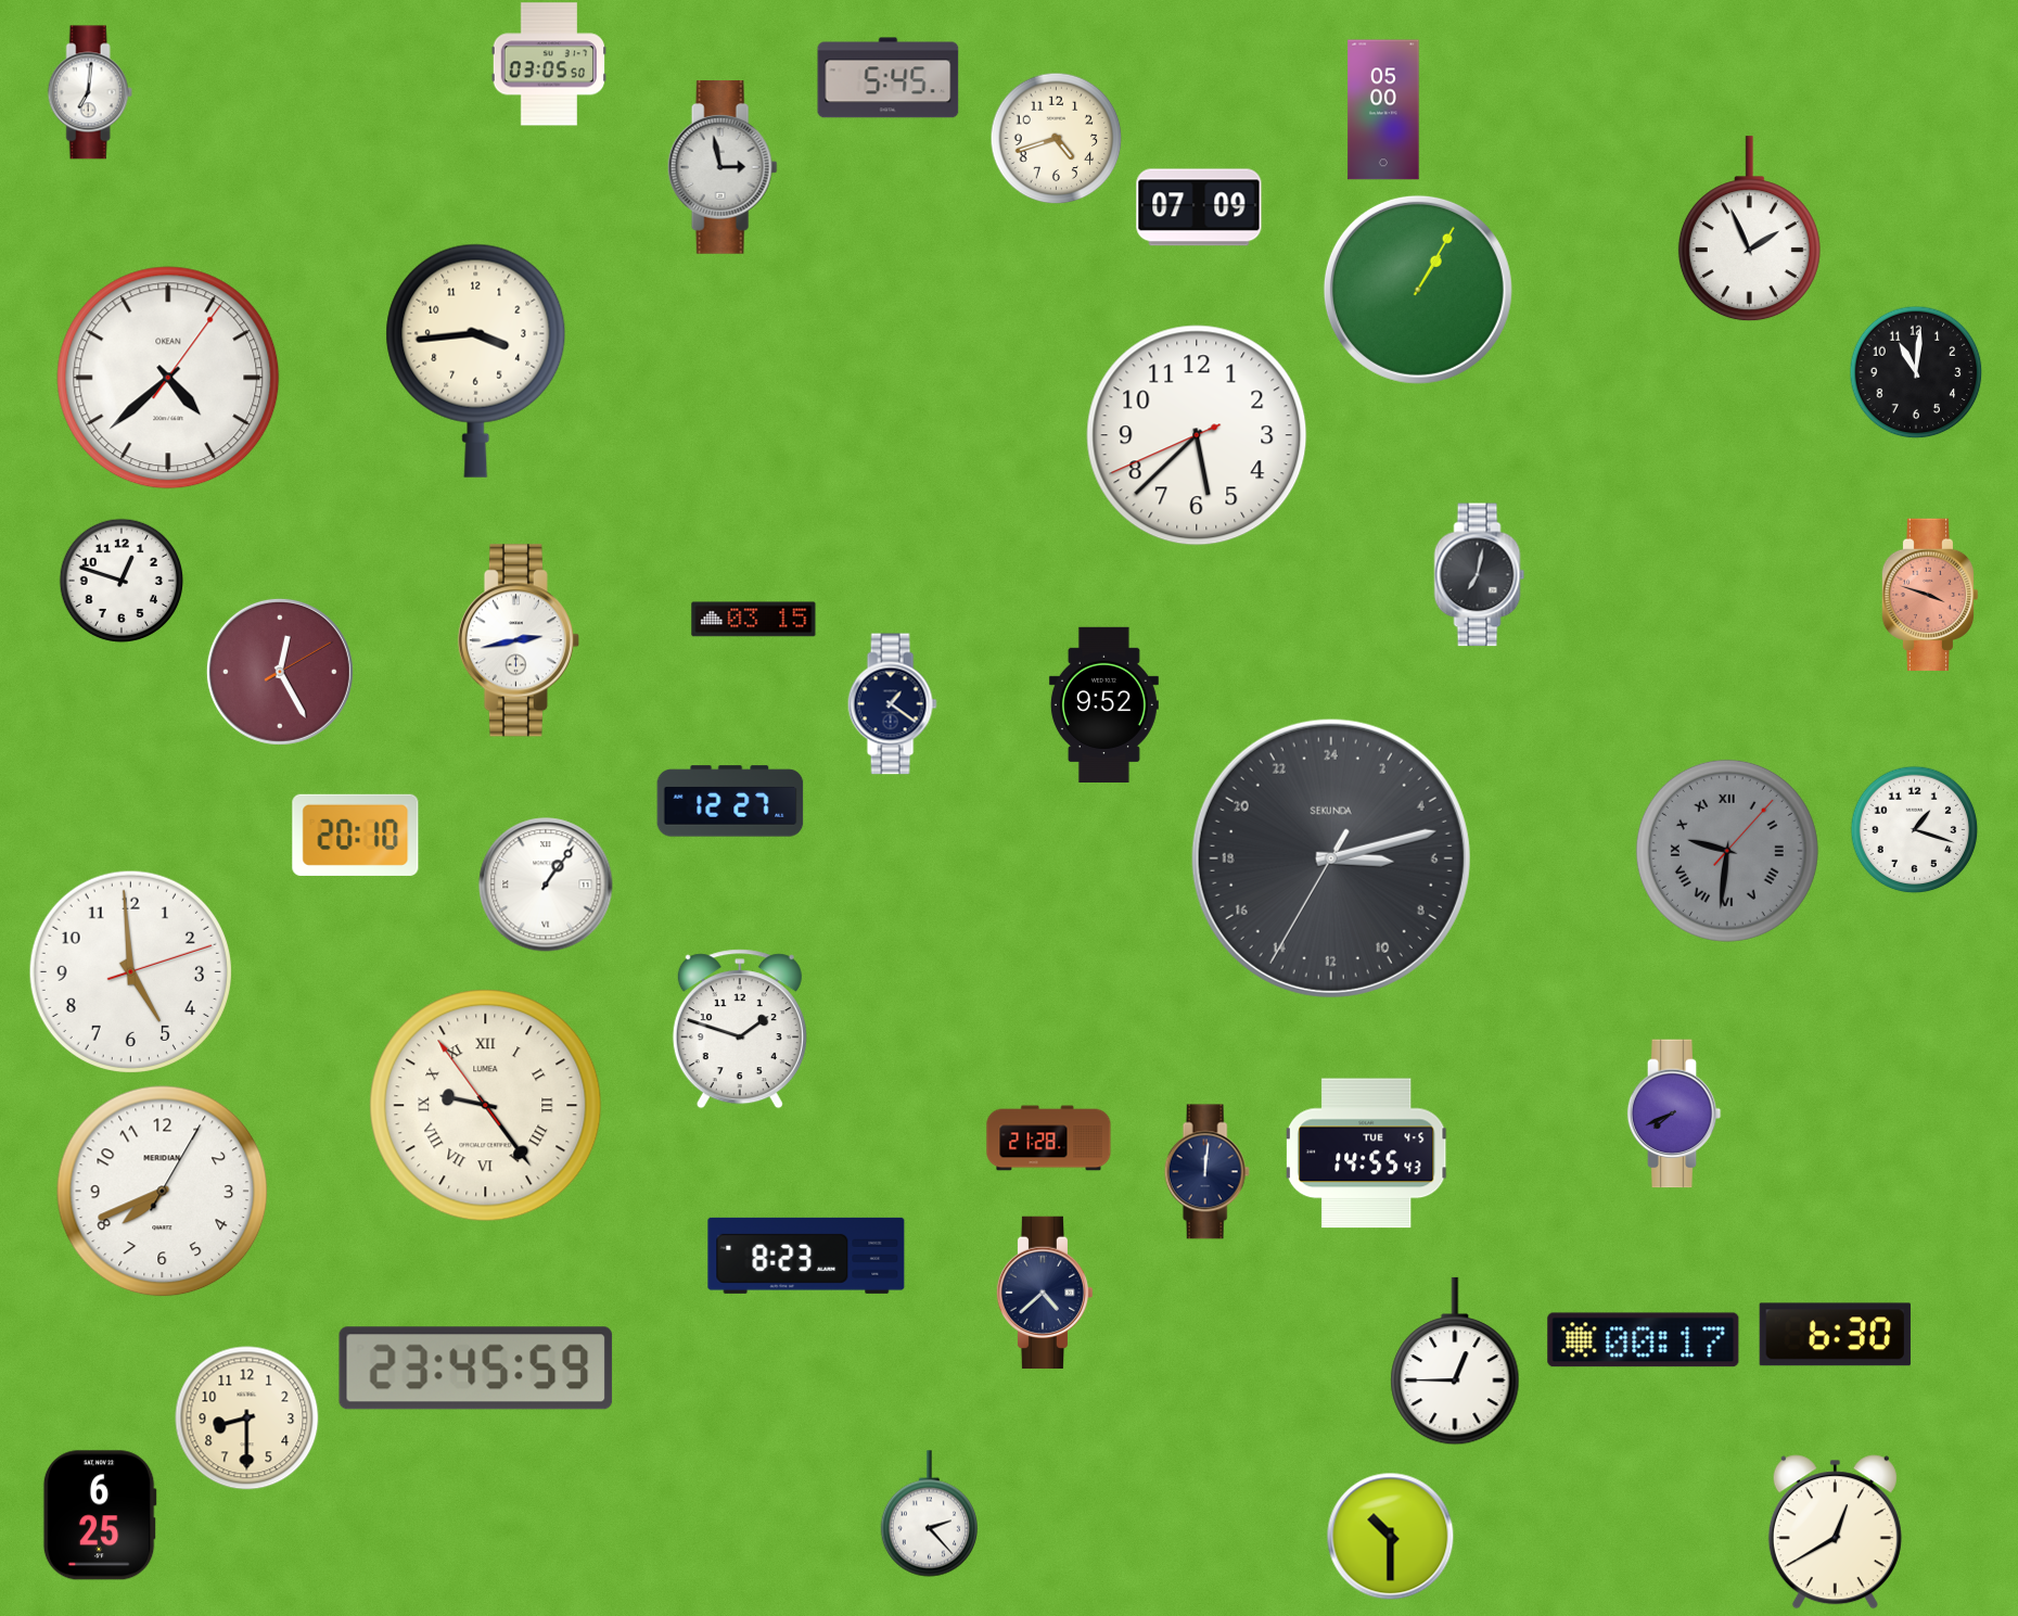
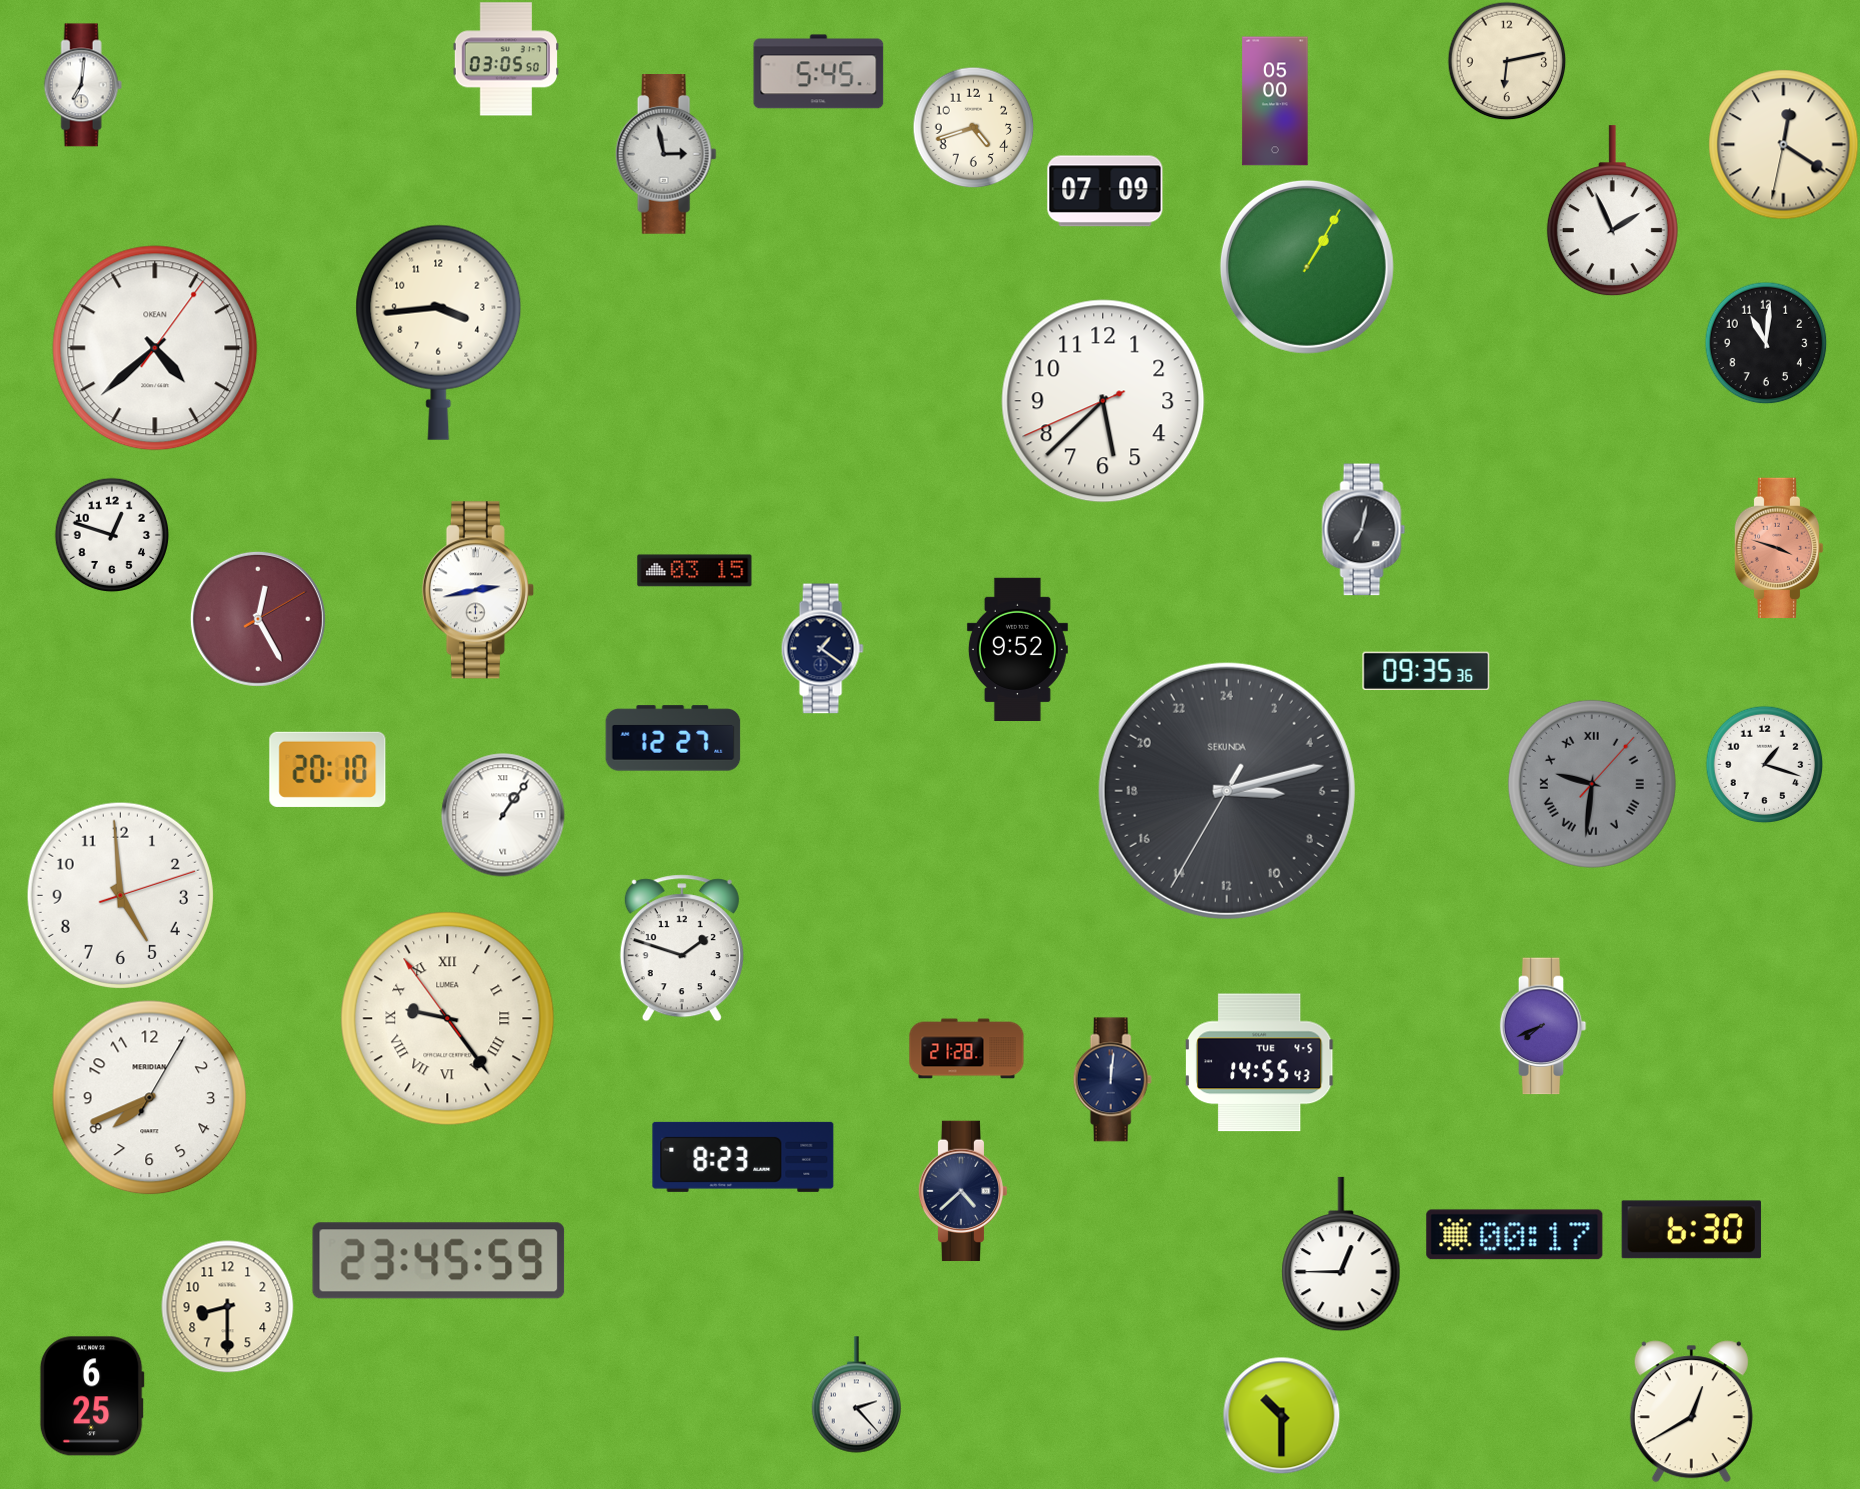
clock at (1507, 61): none -> 6:13
clock at (1784, 145): none -> 12:20
clock at (1426, 670): none -> 09:35
